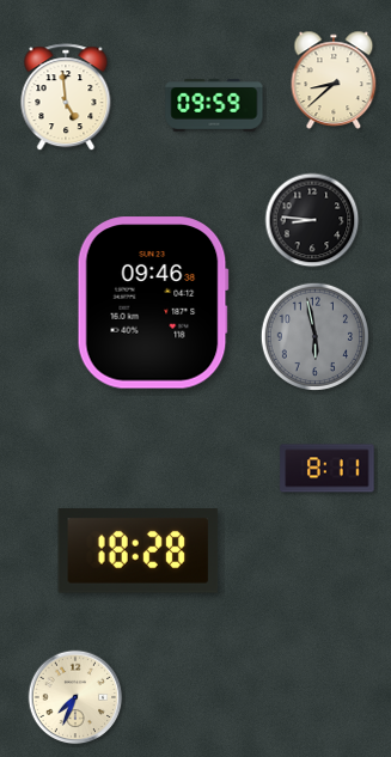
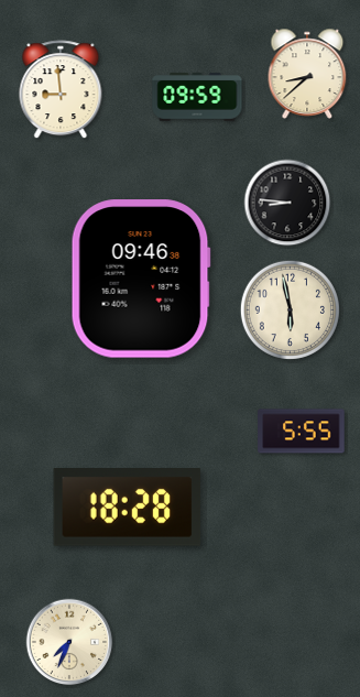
clock at (66, 98): 4:59 -> 8:59
clock at (314, 336) dial: grey -> cream
clock at (328, 469): 8:11 -> 5:55
